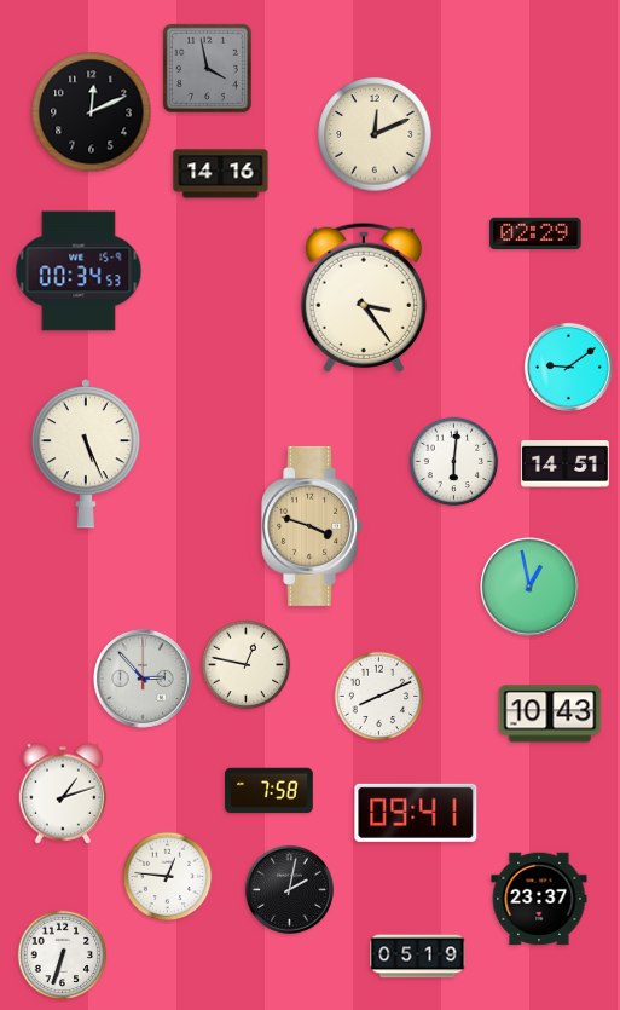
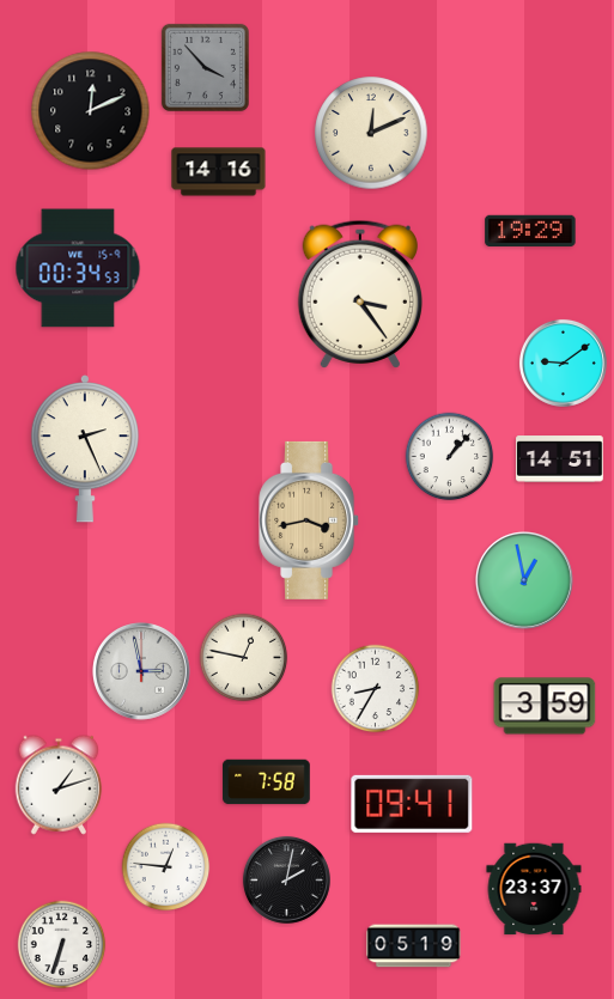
clock at (207, 68): 3:58 -> 3:53
clock at (535, 232): 02:29 -> 19:29
clock at (86, 455): 5:26 -> 2:26
clock at (454, 462): 6:01 -> 1:07
clock at (313, 526): 3:48 -> 3:43
clock at (144, 680): 2:53 -> 2:58
clock at (379, 697): 8:11 -> 8:35
clock at (550, 714): 10:43 -> 3:59
clock at (63, 793) position: (63, 793) -> (59, 785)
